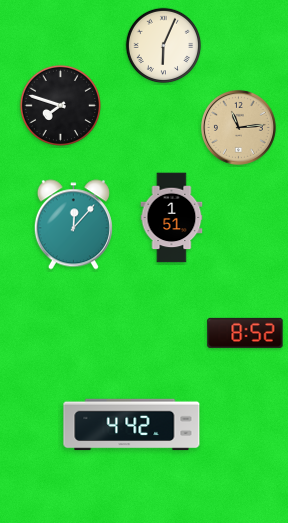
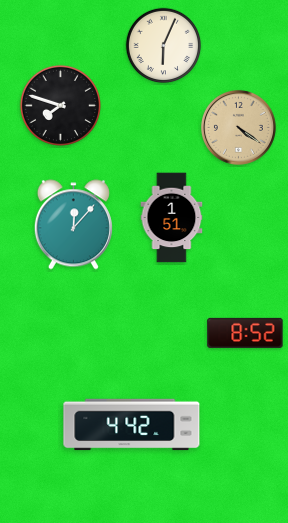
clock at (238, 127): 11:14 -> 4:21
